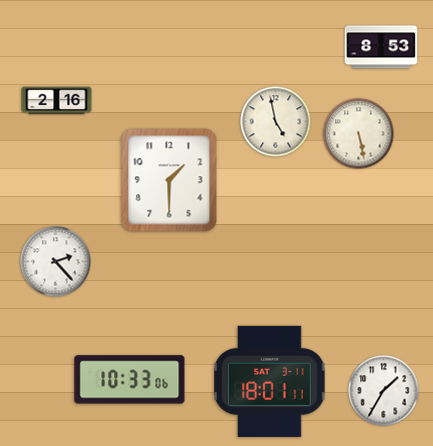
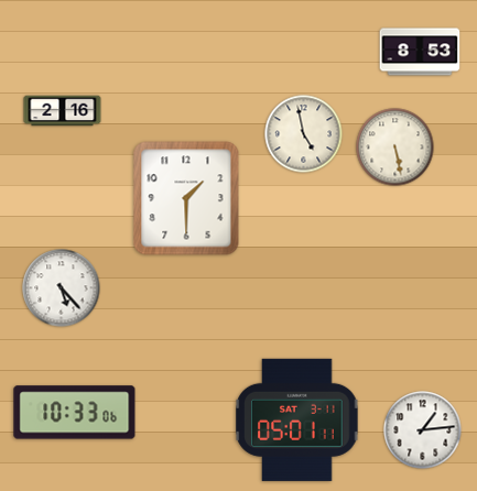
clock at (56, 262): 2:23 -> 5:23
clock at (130, 380) position: (130, 380) -> (75, 413)
clock at (270, 381): 18:01 -> 05:01
clock at (384, 391): 1:35 -> 1:14
